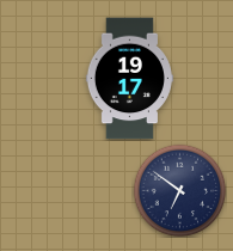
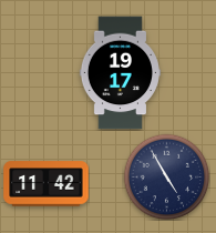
clock at (179, 190): 6:51 -> 4:55
clock at (47, 184): none -> 11:42
